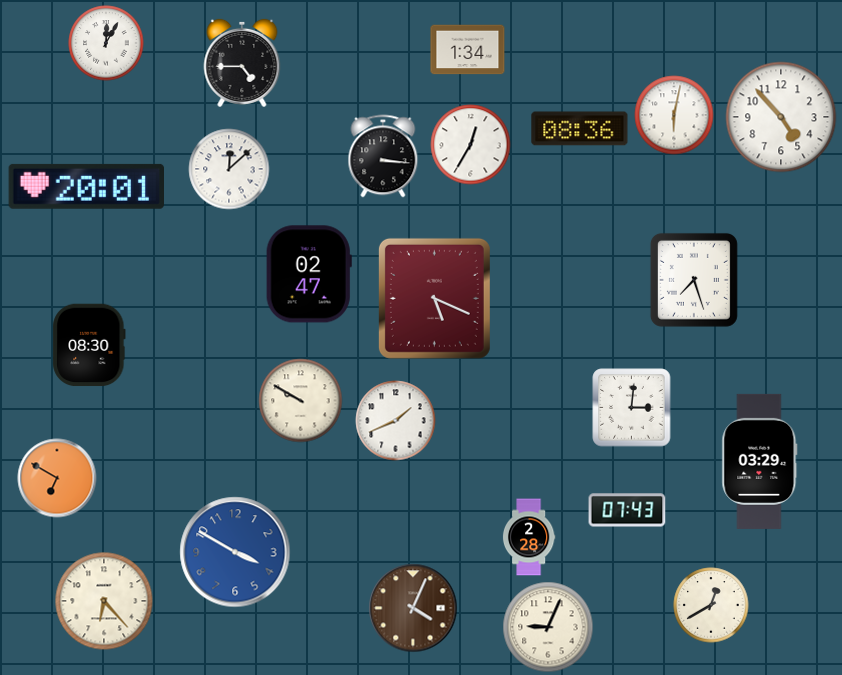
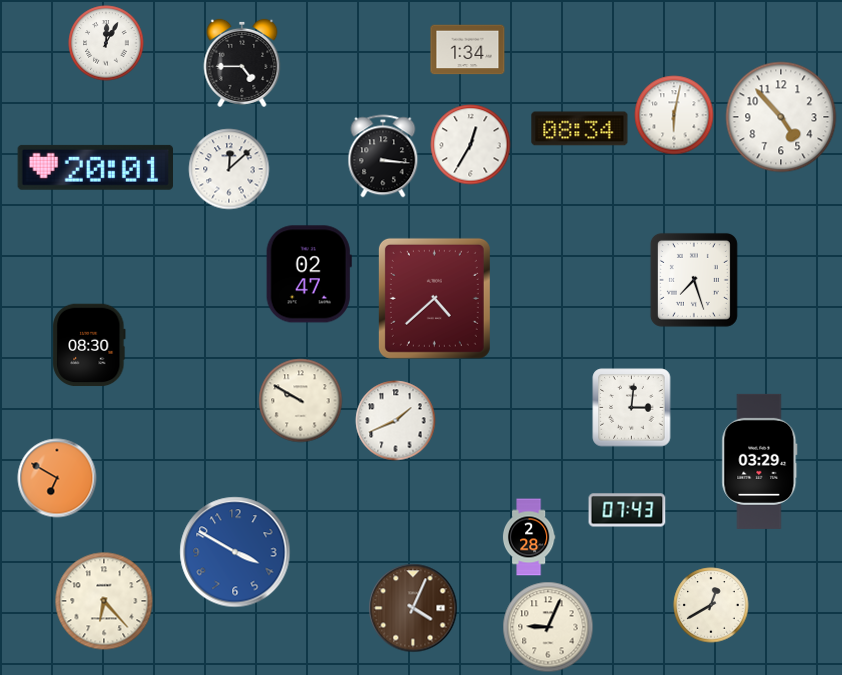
clock at (580, 129): 08:36 -> 08:34
clock at (86, 186) position: (86, 186) -> (95, 167)
clock at (434, 298): 5:19 -> 4:38
